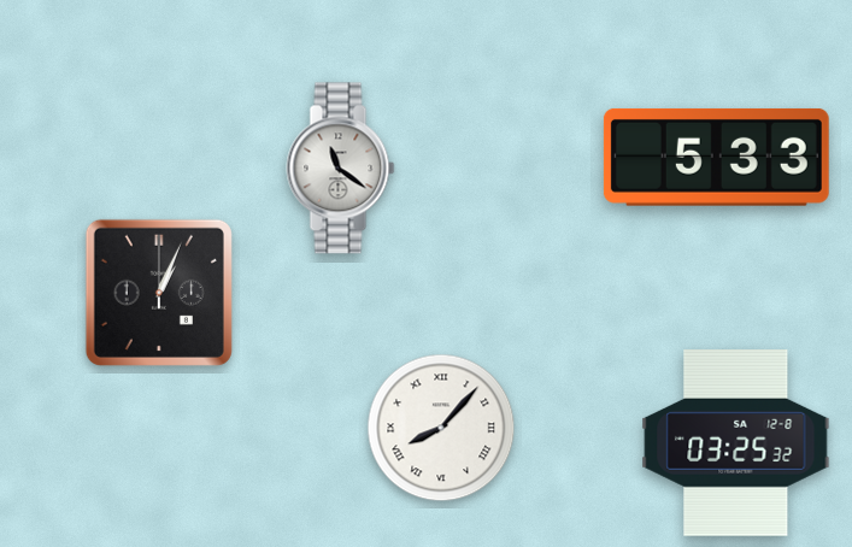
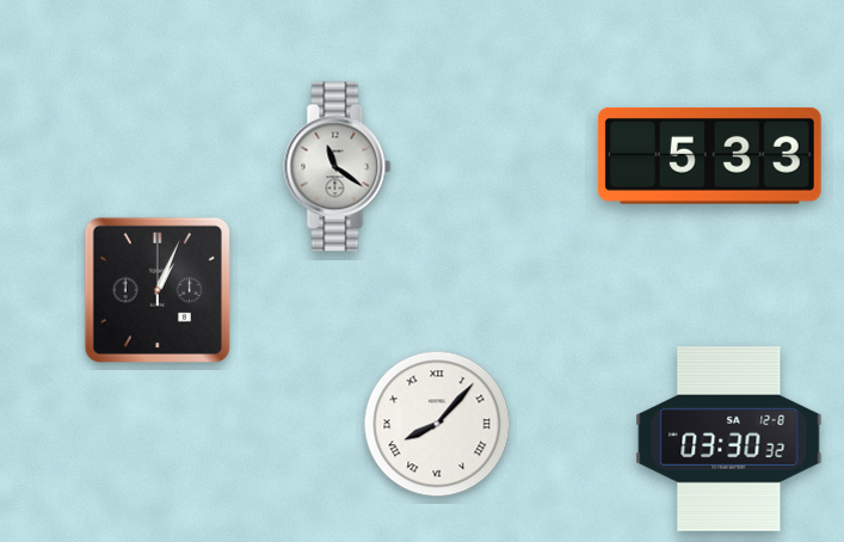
clock at (736, 443): 03:25 -> 03:30
